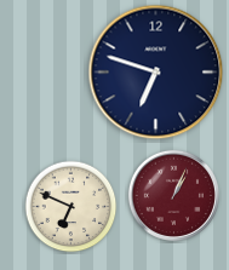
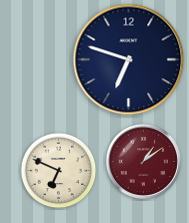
clock at (173, 195): 1:04 -> 1:09
